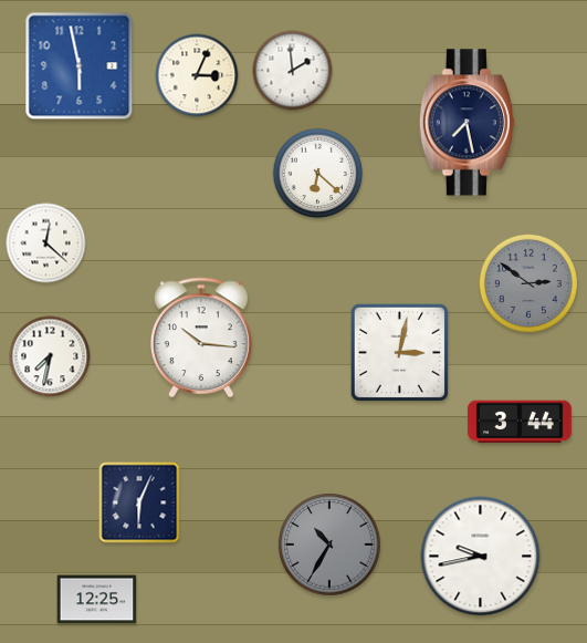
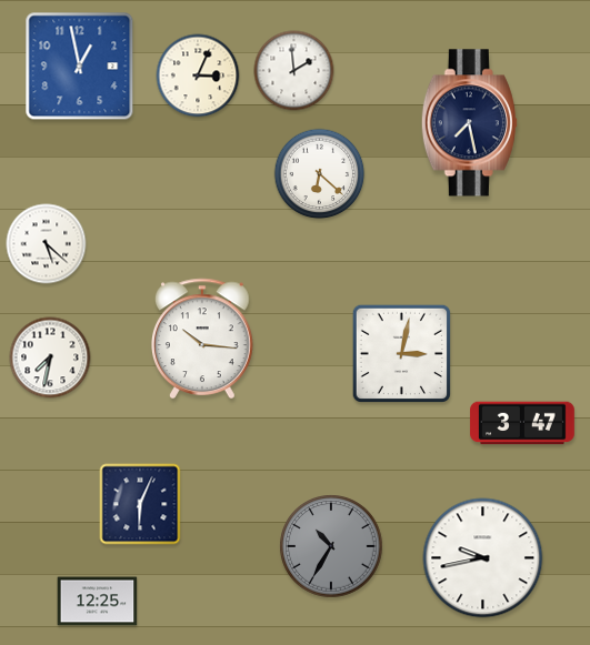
clock at (80, 66): 5:58 -> 12:58
clock at (46, 243): 12:22 -> 5:22
clock at (528, 283): 2:51 -> none
clock at (520, 422): 3:44 -> 3:47
